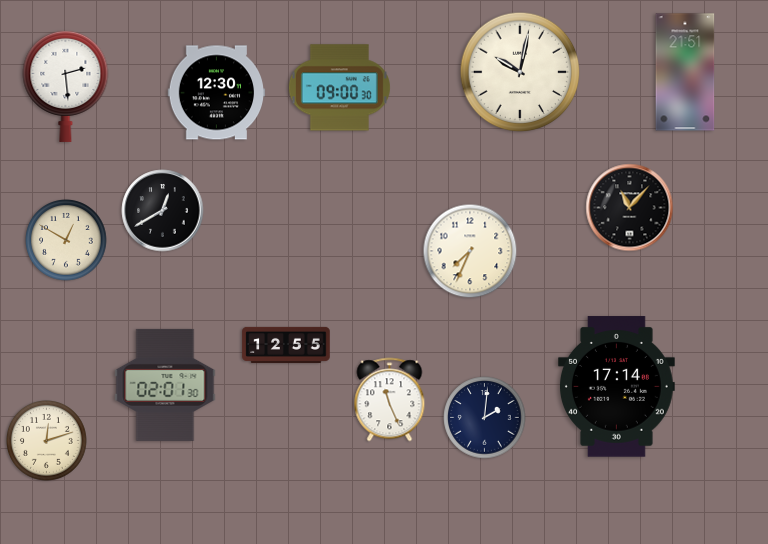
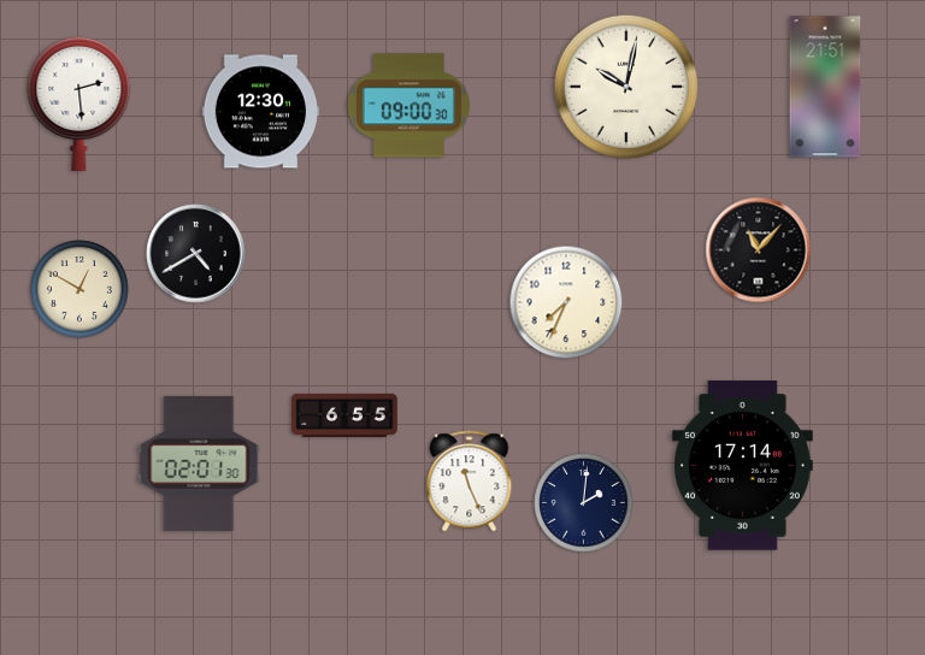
clock at (163, 211): 12:40 -> 4:40
clock at (286, 345): 12:55 -> 6:55
clock at (47, 441): 12:12 -> none
